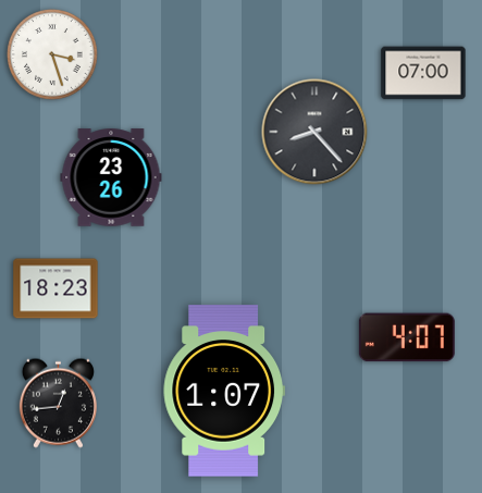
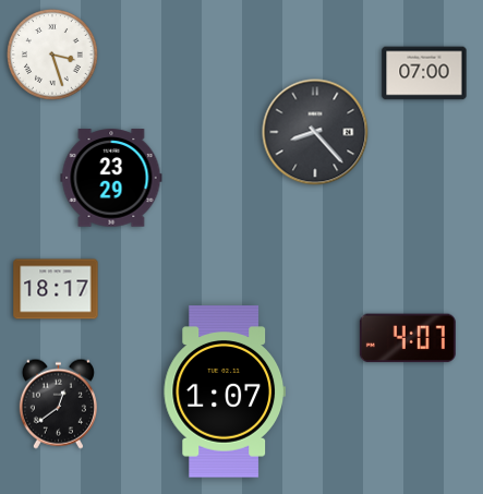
clock at (111, 177): 23:26 -> 23:29
clock at (55, 288): 18:23 -> 18:17
clock at (58, 403): 12:44 -> 12:39
